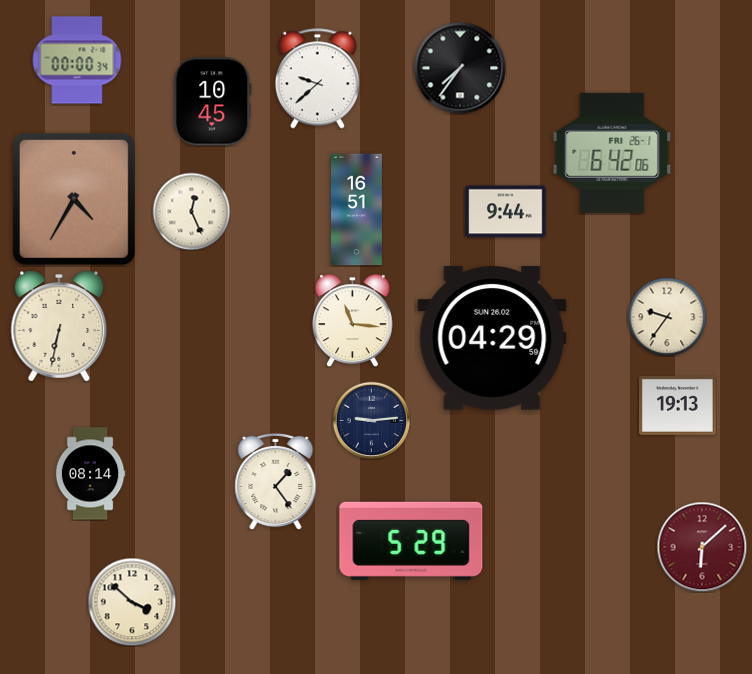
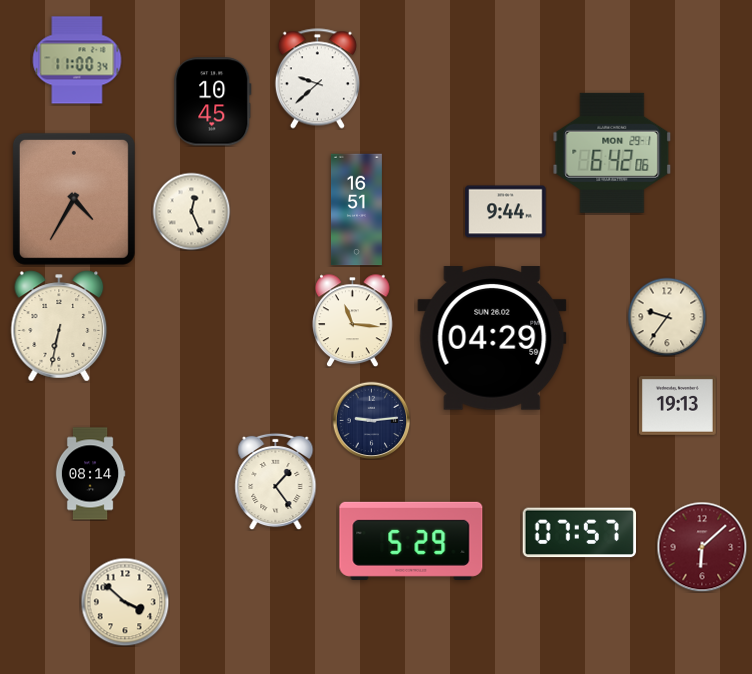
clock at (77, 60): 00:00 -> 11:00
clock at (460, 68): 7:36 -> none
clock at (612, 153) date: FRI 26-1 -> MON 29-1
clock at (579, 533): none -> 07:57
clock at (132, 602) position: (132, 602) -> (125, 602)
